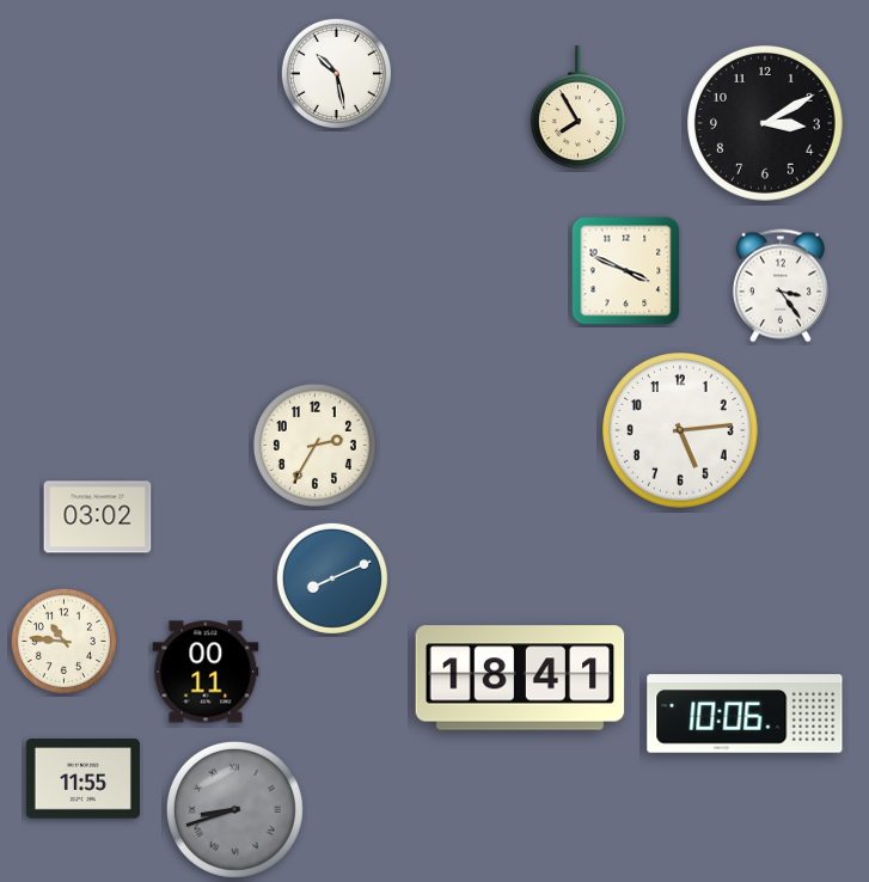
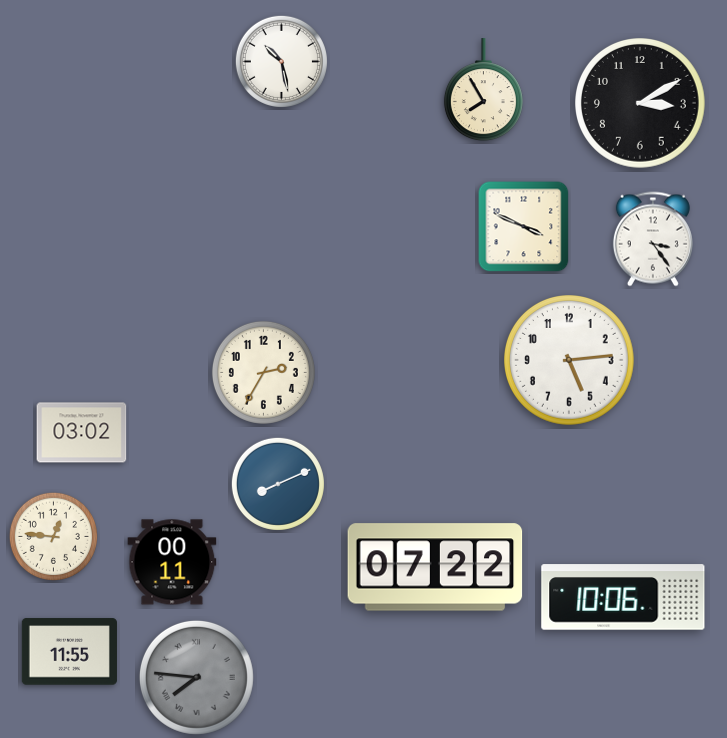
clock at (63, 641): 10:46 -> 12:46
clock at (520, 678): 18:41 -> 07:22
clock at (234, 809): 8:42 -> 7:46
